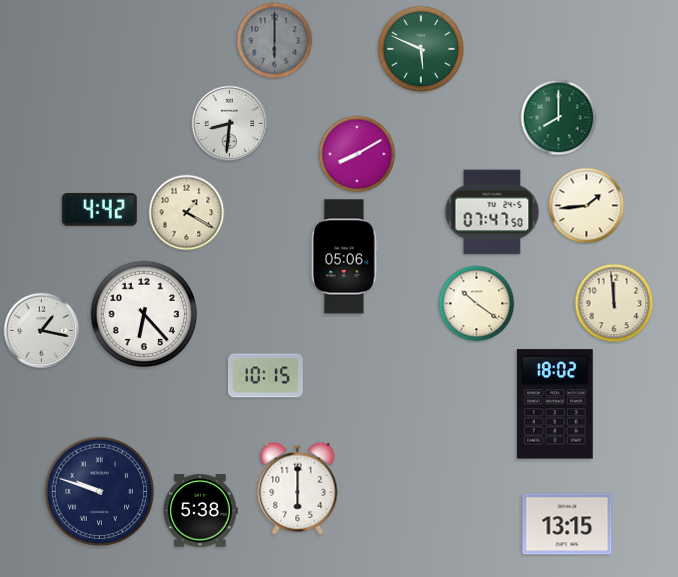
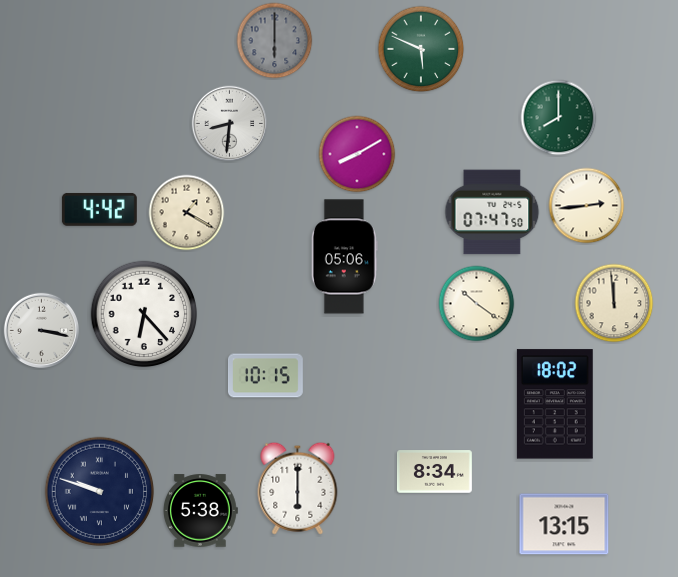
clock at (587, 206): 1:44 -> 2:44
clock at (42, 331): 1:17 -> 3:17
clock at (434, 472): none -> 8:34
clock at (567, 524) position: (567, 524) -> (564, 524)
